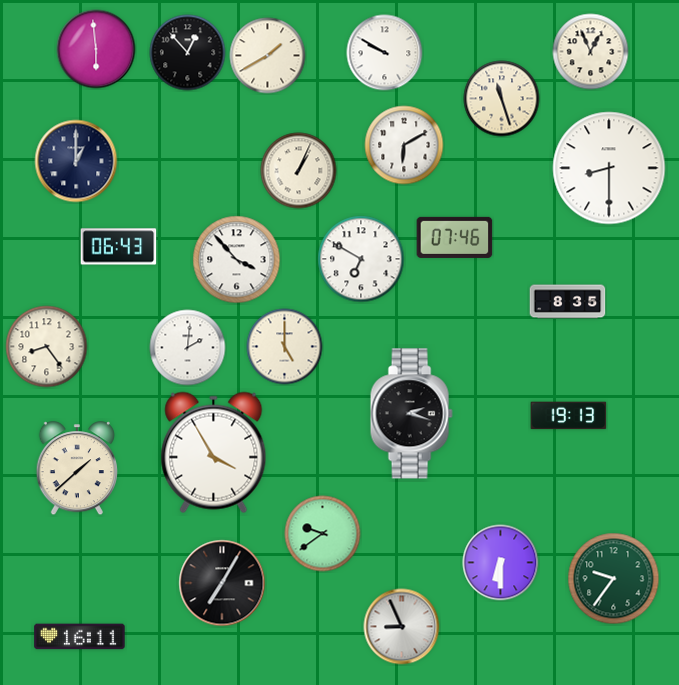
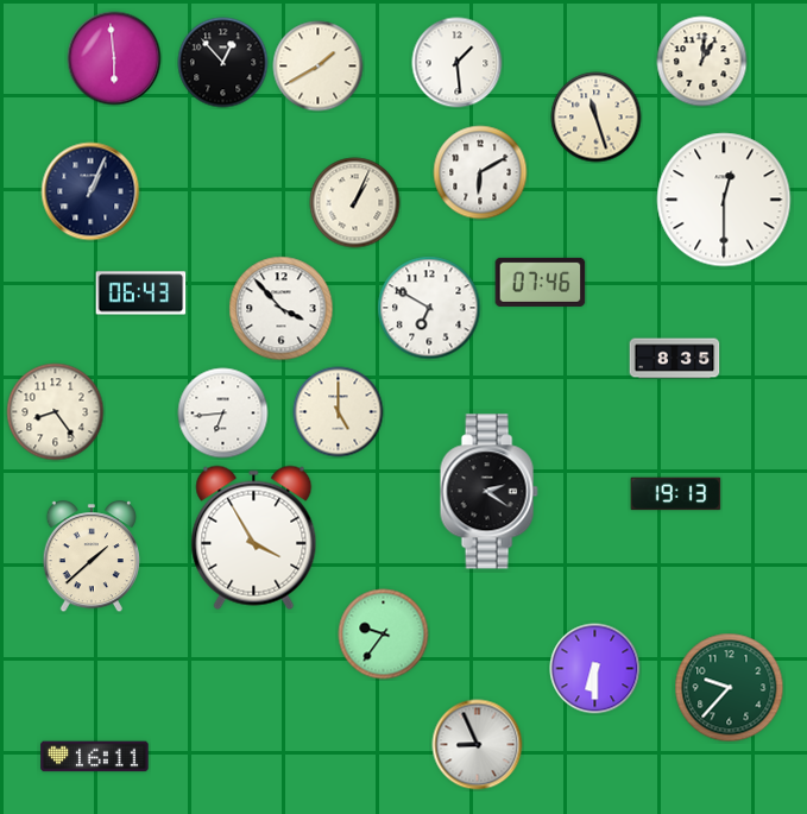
clock at (591, 52): 12:56 -> 1:01
clock at (385, 53): 9:50 -> 1:29
clock at (76, 161): 1:00 -> 1:04
clock at (609, 168): 8:30 -> 12:30
clock at (188, 348): 2:01 -> 6:44
clock at (411, 414): 2:18 -> 2:21
clock at (323, 534): 9:39 -> 9:36
clock at (614, 579): 9:36 -> 9:37
clock at (222, 583): 7:05 -> none
